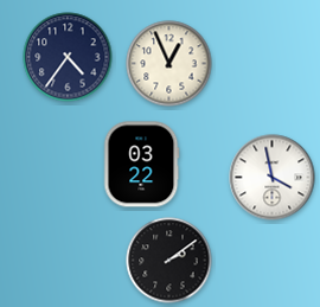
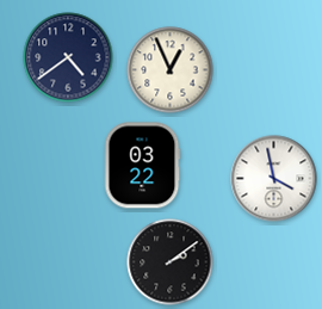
clock at (68, 57): 4:36 -> 4:39
clock at (169, 64) position: (169, 64) -> (171, 70)
